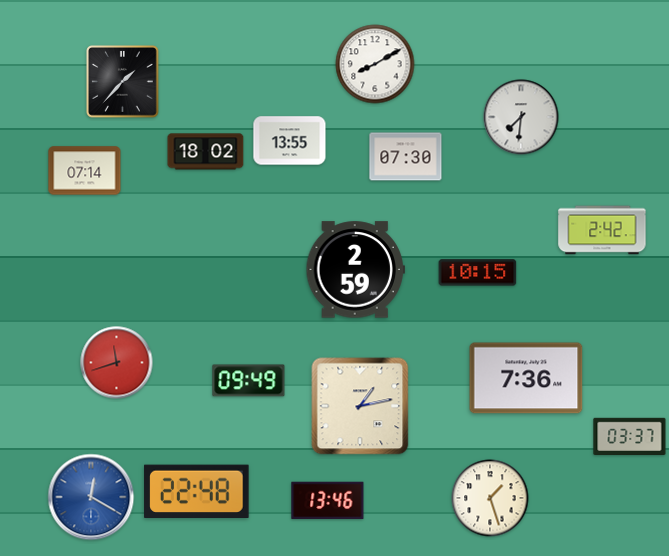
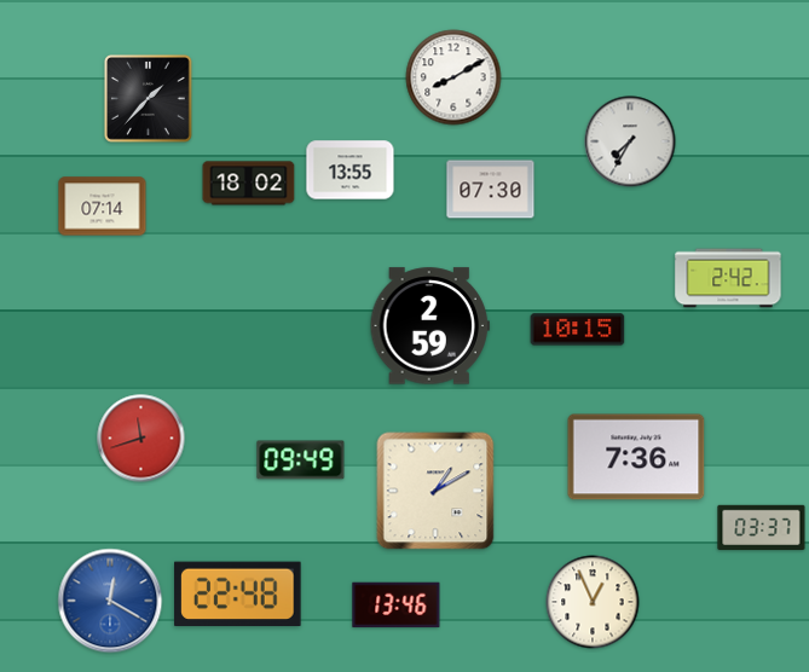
clock at (521, 117): 7:31 -> 7:35
clock at (360, 406): 1:13 -> 1:10
clock at (490, 498): 1:27 -> 12:56
